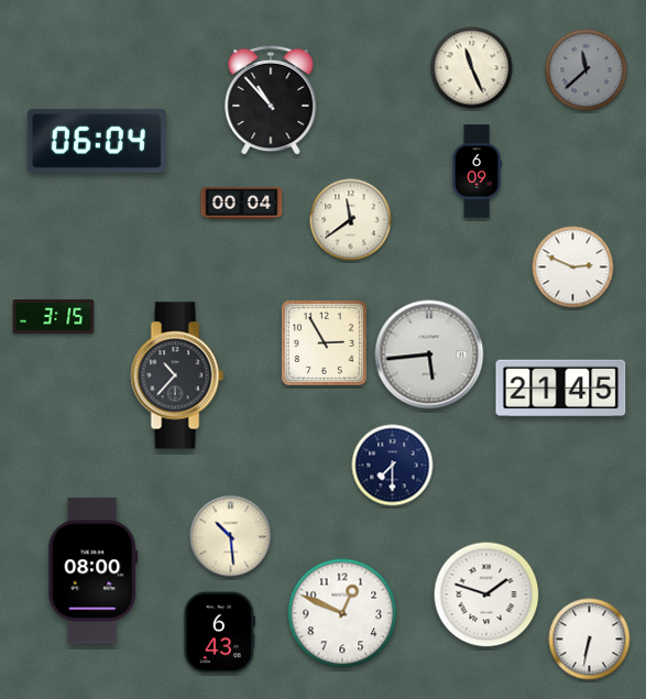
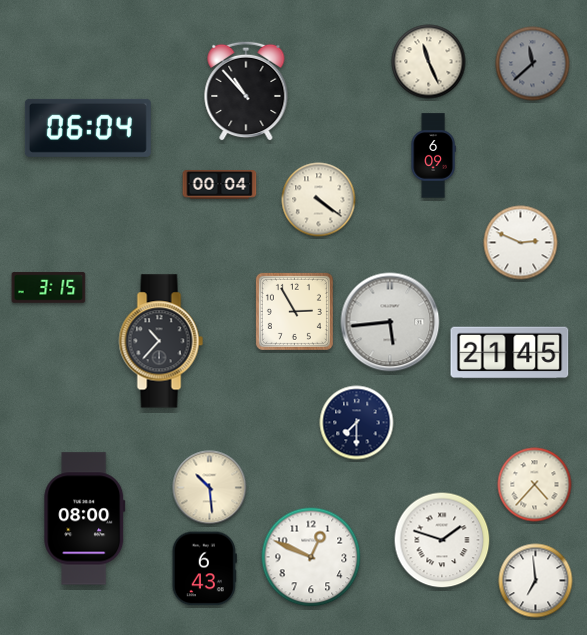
clock at (351, 220): 11:39 -> 4:21
clock at (535, 485): none -> 4:37
clock at (219, 633) position: (219, 633) -> (204, 569)
clock at (590, 640): 6:32 -> 6:59
